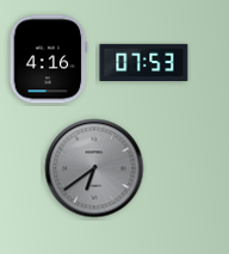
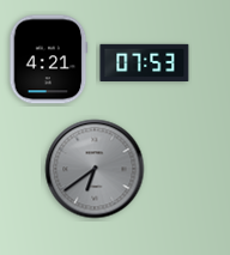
clock at (49, 60): 4:16 -> 4:21
